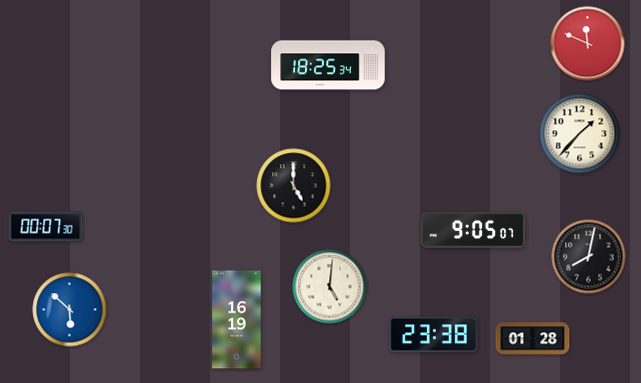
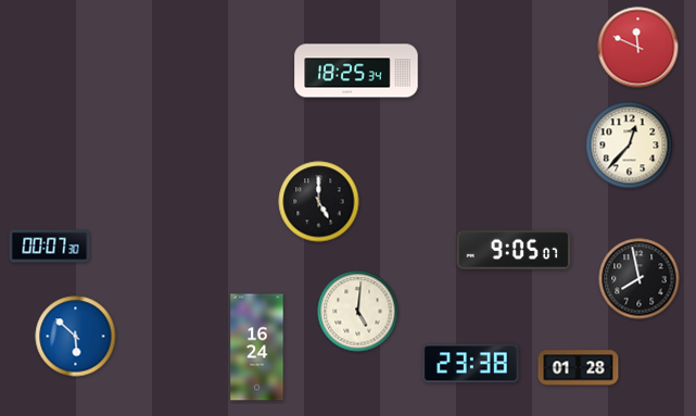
clock at (580, 134): 1:37 -> 12:37
clock at (589, 257): 8:02 -> 7:58
clock at (237, 320): 16:19 -> 16:24
